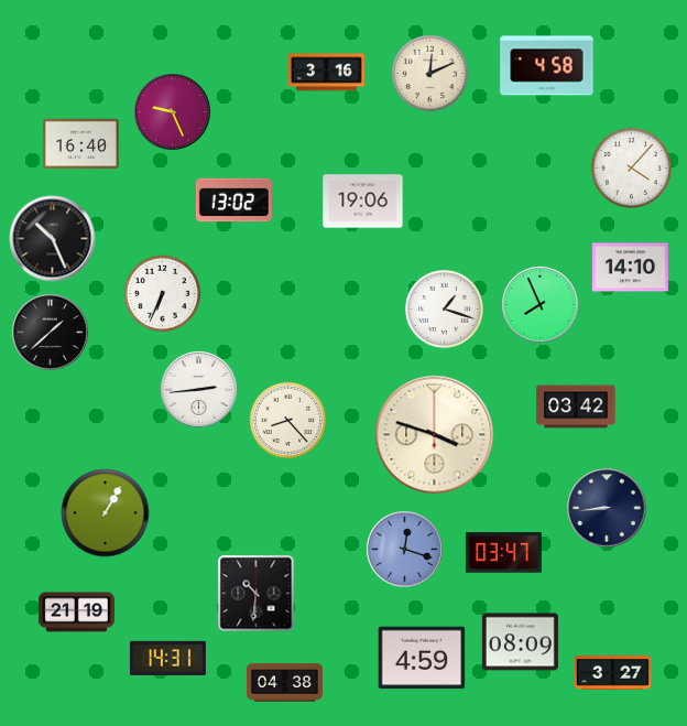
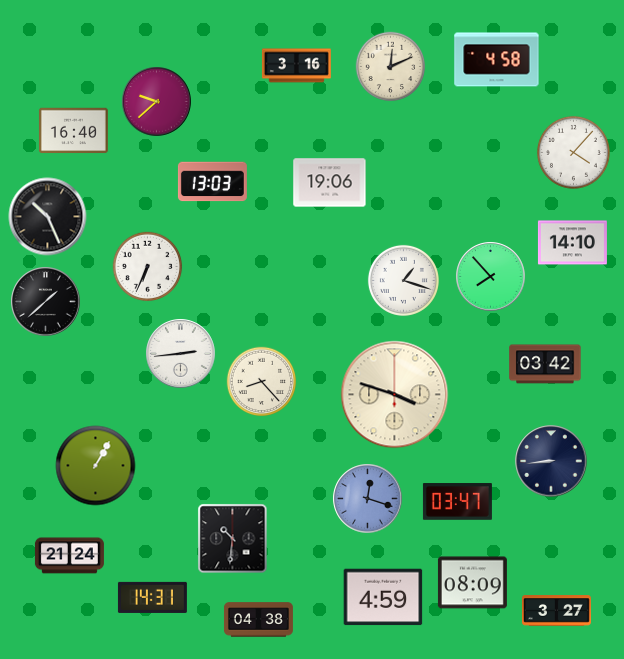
clock at (173, 112): 9:26 -> 9:38
clock at (233, 201): 13:02 -> 13:03
clock at (541, 305): 7:56 -> 7:53
clock at (576, 407) position: (576, 407) -> (545, 364)
clock at (76, 613): 21:19 -> 21:24
